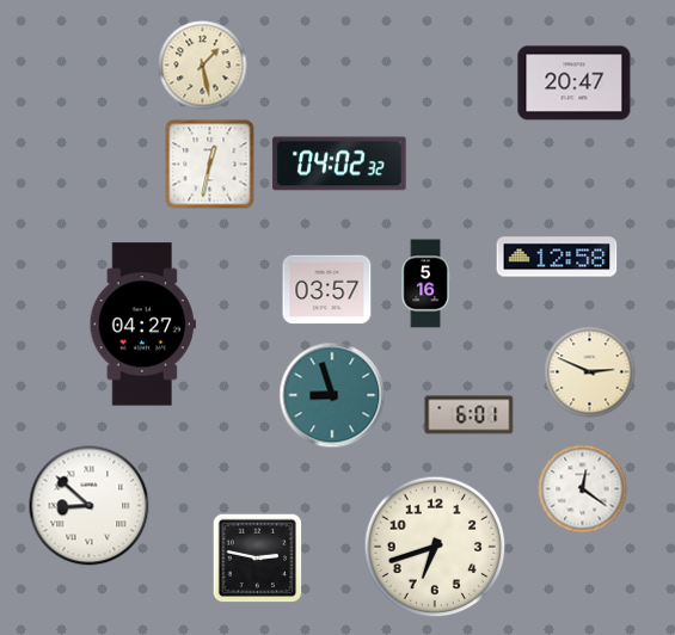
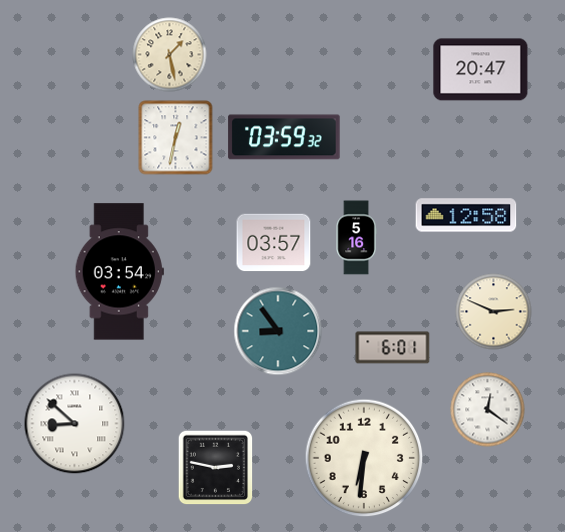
clock at (339, 164): 04:02 -> 03:59
clock at (142, 325): 04:27 -> 03:54
clock at (332, 395): 8:57 -> 8:54
clock at (435, 547): 6:42 -> 6:31
